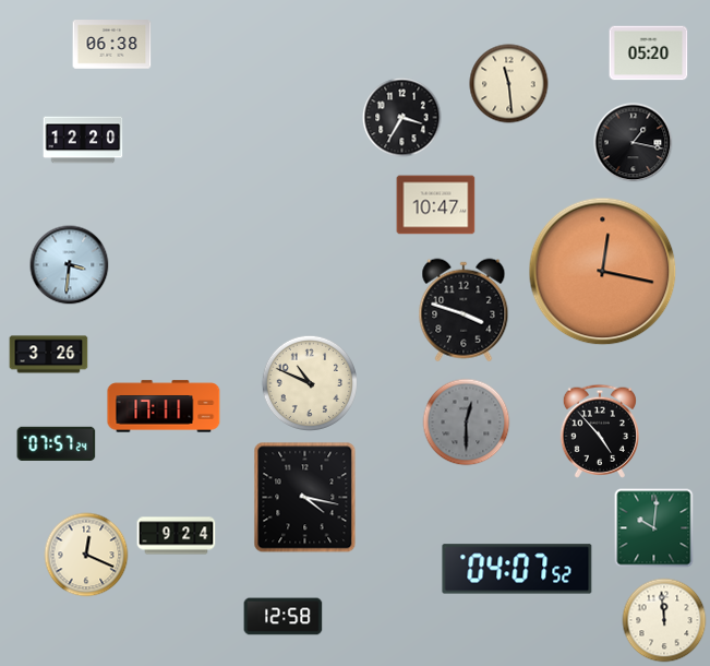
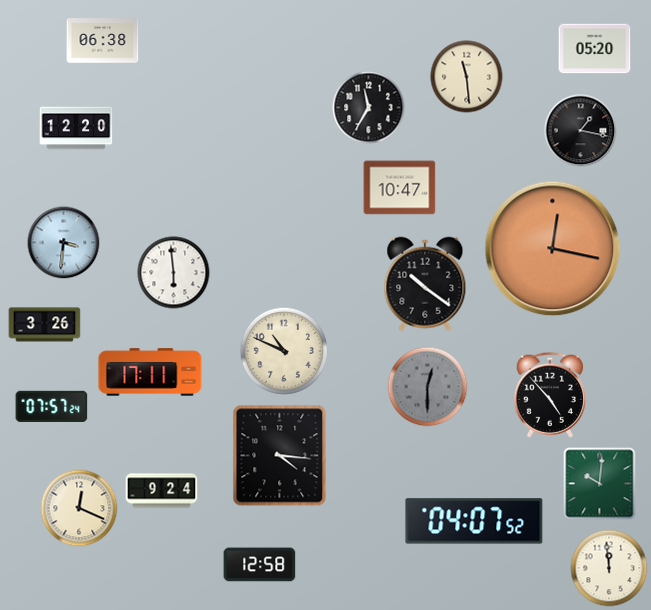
clock at (402, 118): 3:35 -> 11:35
clock at (174, 273): none -> 5:59
clock at (464, 310): 3:48 -> 10:21
clock at (305, 498): 4:17 -> 4:16
